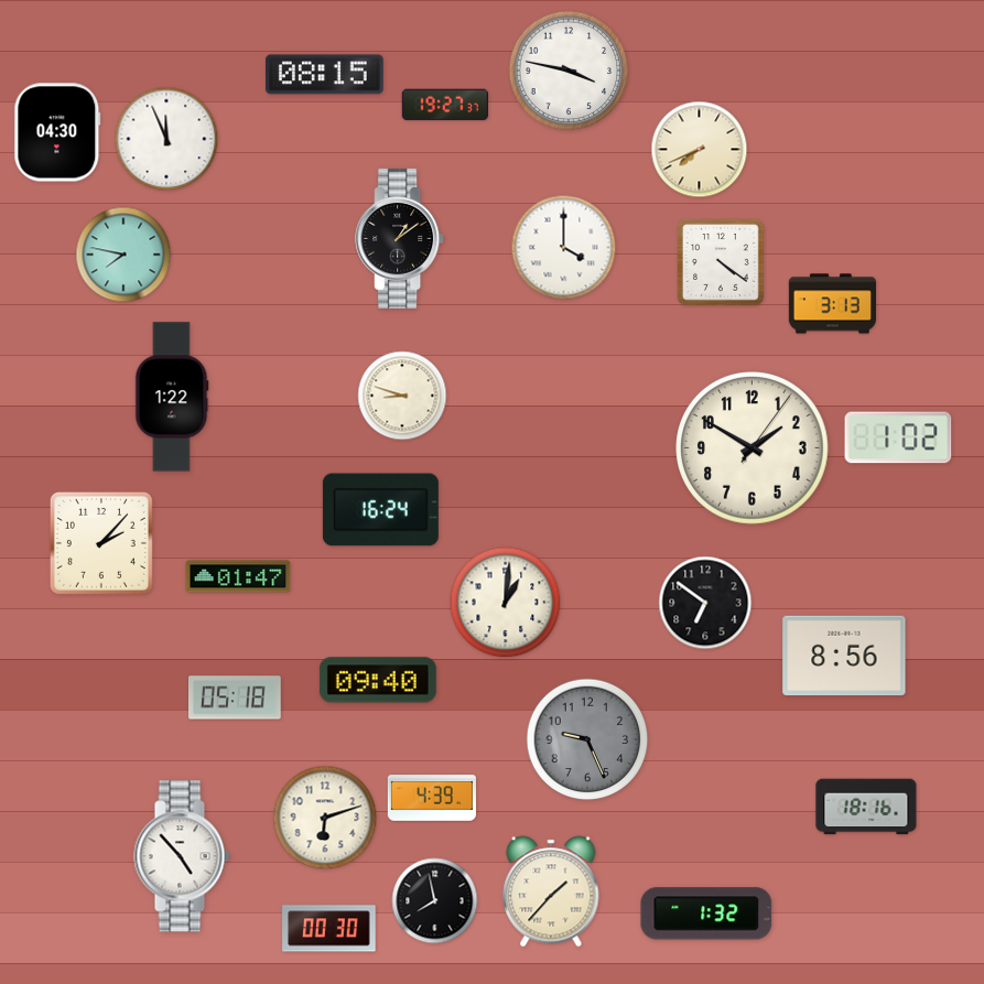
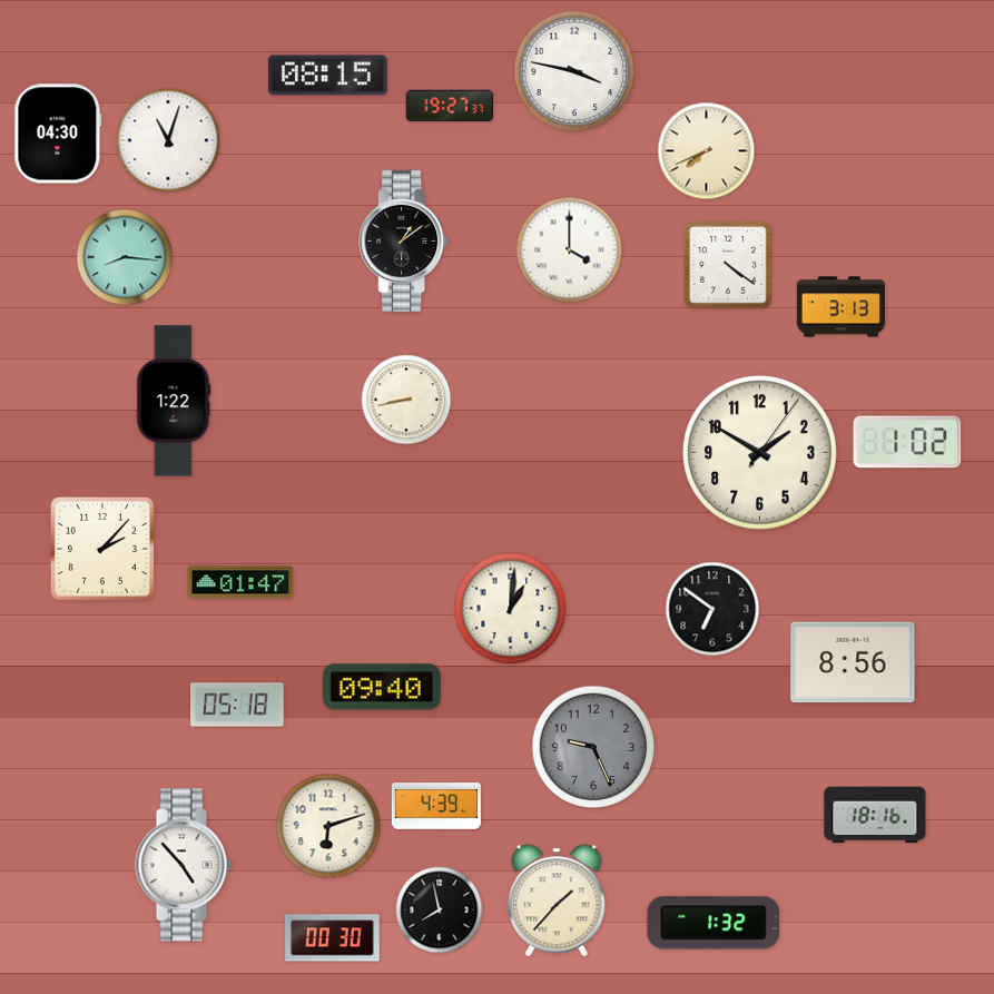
clock at (166, 139): 11:56 -> 11:03
clock at (123, 255): 7:47 -> 8:16
clock at (402, 396): 8:48 -> 8:43
clock at (380, 510): 16:24 -> none
